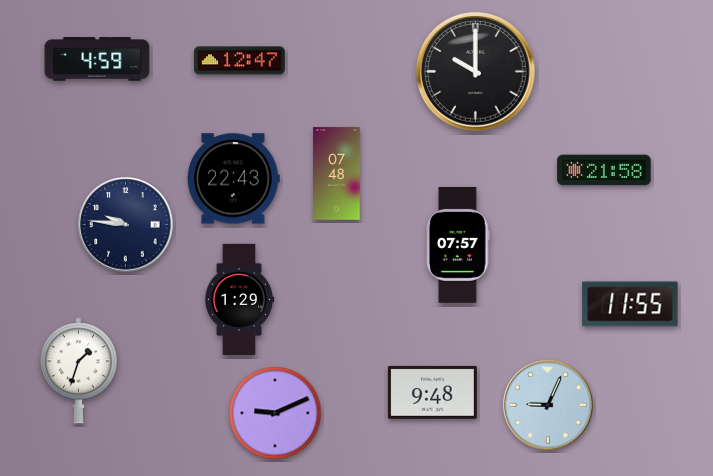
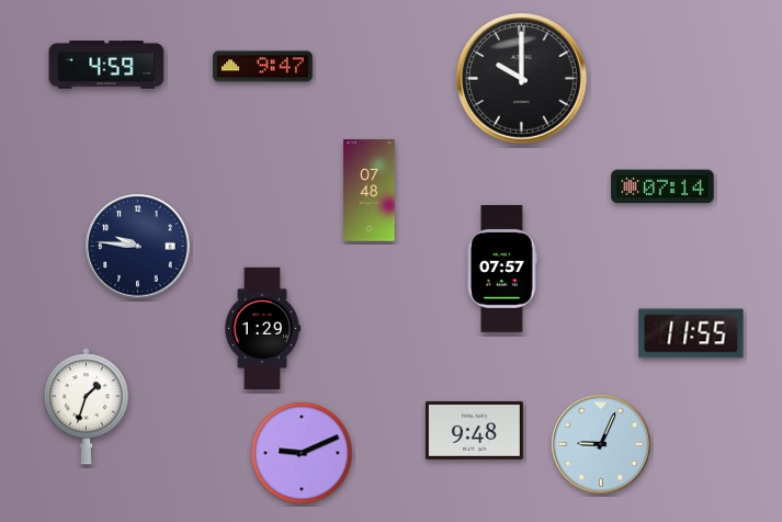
clock at (239, 61): 12:47 -> 9:47
clock at (604, 170): 21:58 -> 07:14
clock at (234, 179): 22:43 -> none
